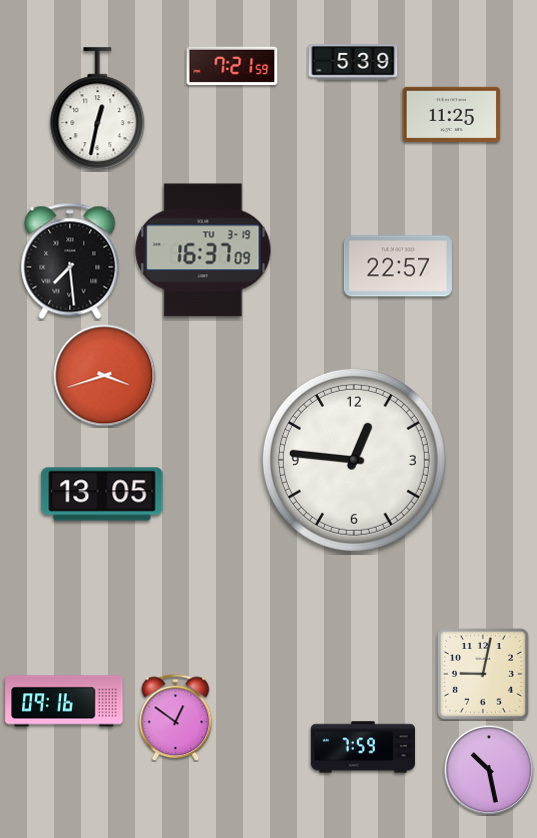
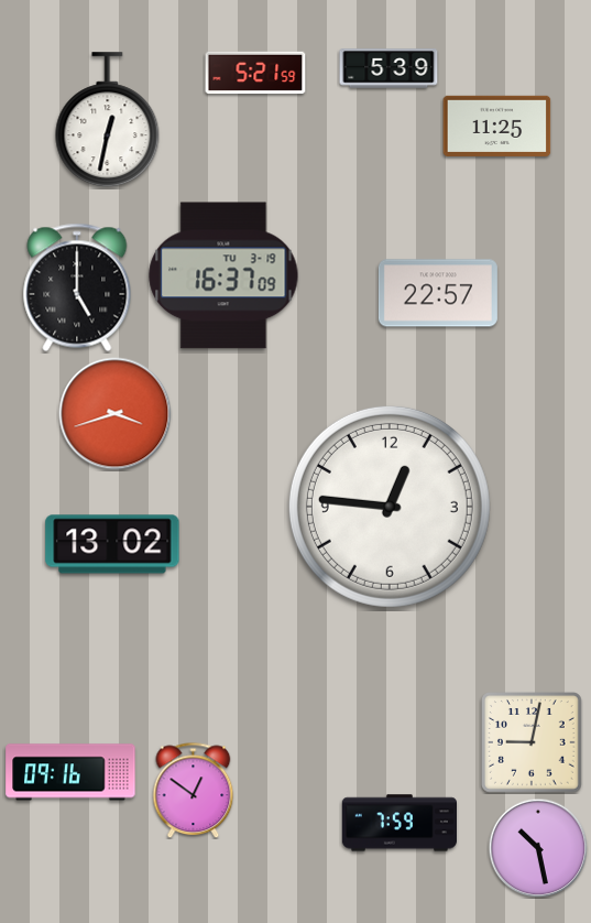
clock at (232, 66): 7:21 -> 5:21
clock at (70, 261): 7:29 -> 5:00
clock at (102, 494): 13:05 -> 13:02
